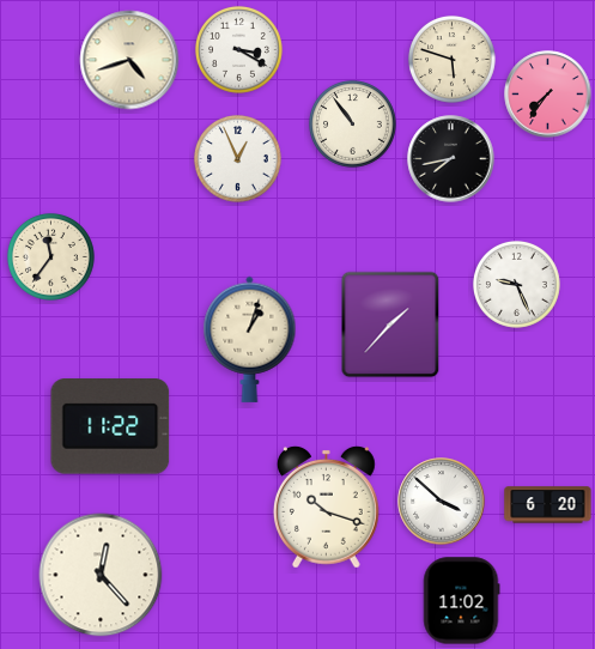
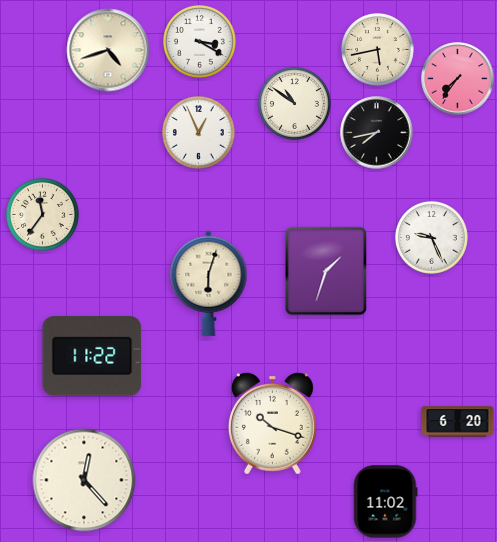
clock at (451, 59): 5:48 -> 5:43
clock at (352, 123): 10:54 -> 10:51
clock at (390, 324): 1:37 -> 1:33
clock at (250, 339): 1:03 -> 6:03
clock at (442, 502): 3:52 -> none
